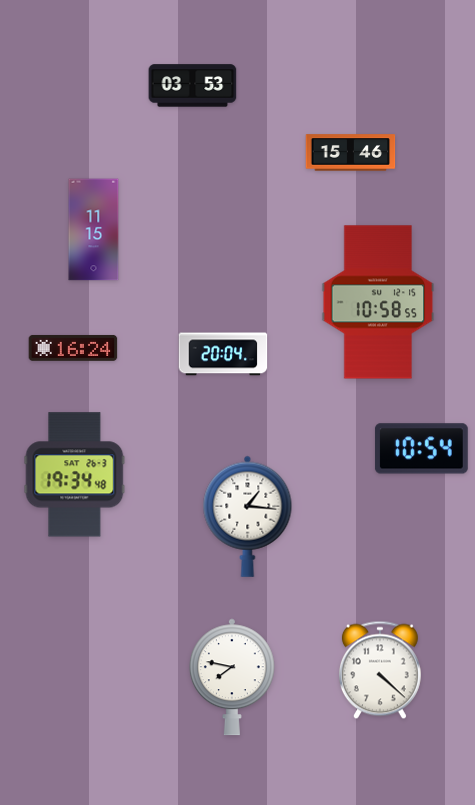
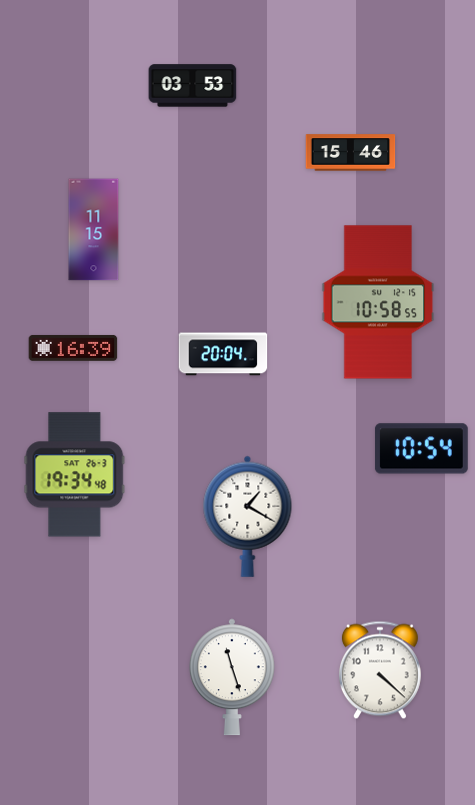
clock at (73, 348): 16:24 -> 16:39
clock at (248, 516): 1:16 -> 1:20
clock at (232, 677): 7:47 -> 11:27
